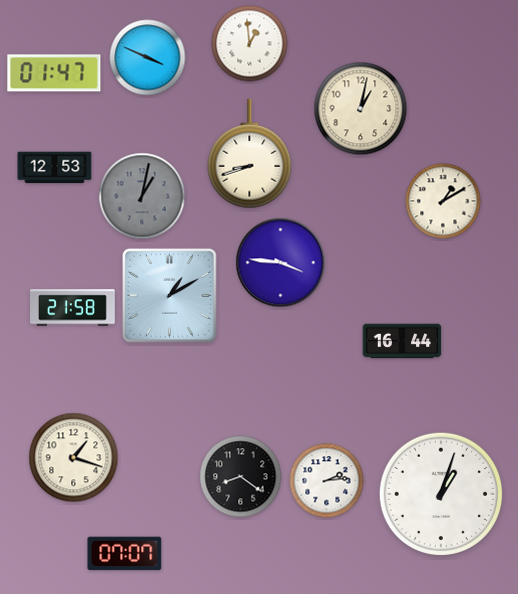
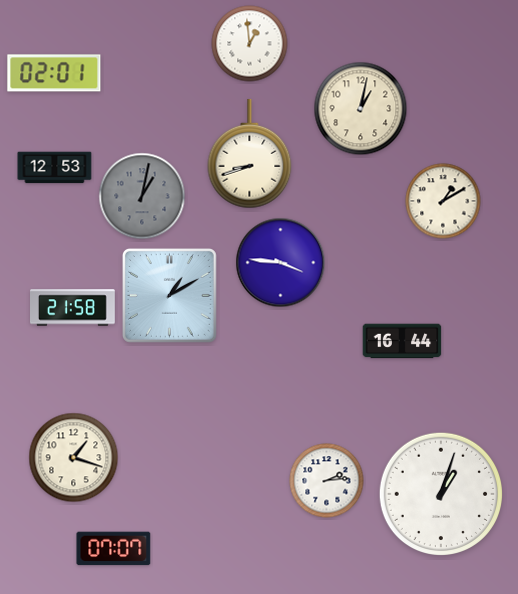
clock at (148, 58): 3:49 -> none
clock at (54, 73): 01:47 -> 02:01
clock at (241, 477): 8:21 -> none
clock at (125, 554) position: (125, 554) -> (114, 549)
